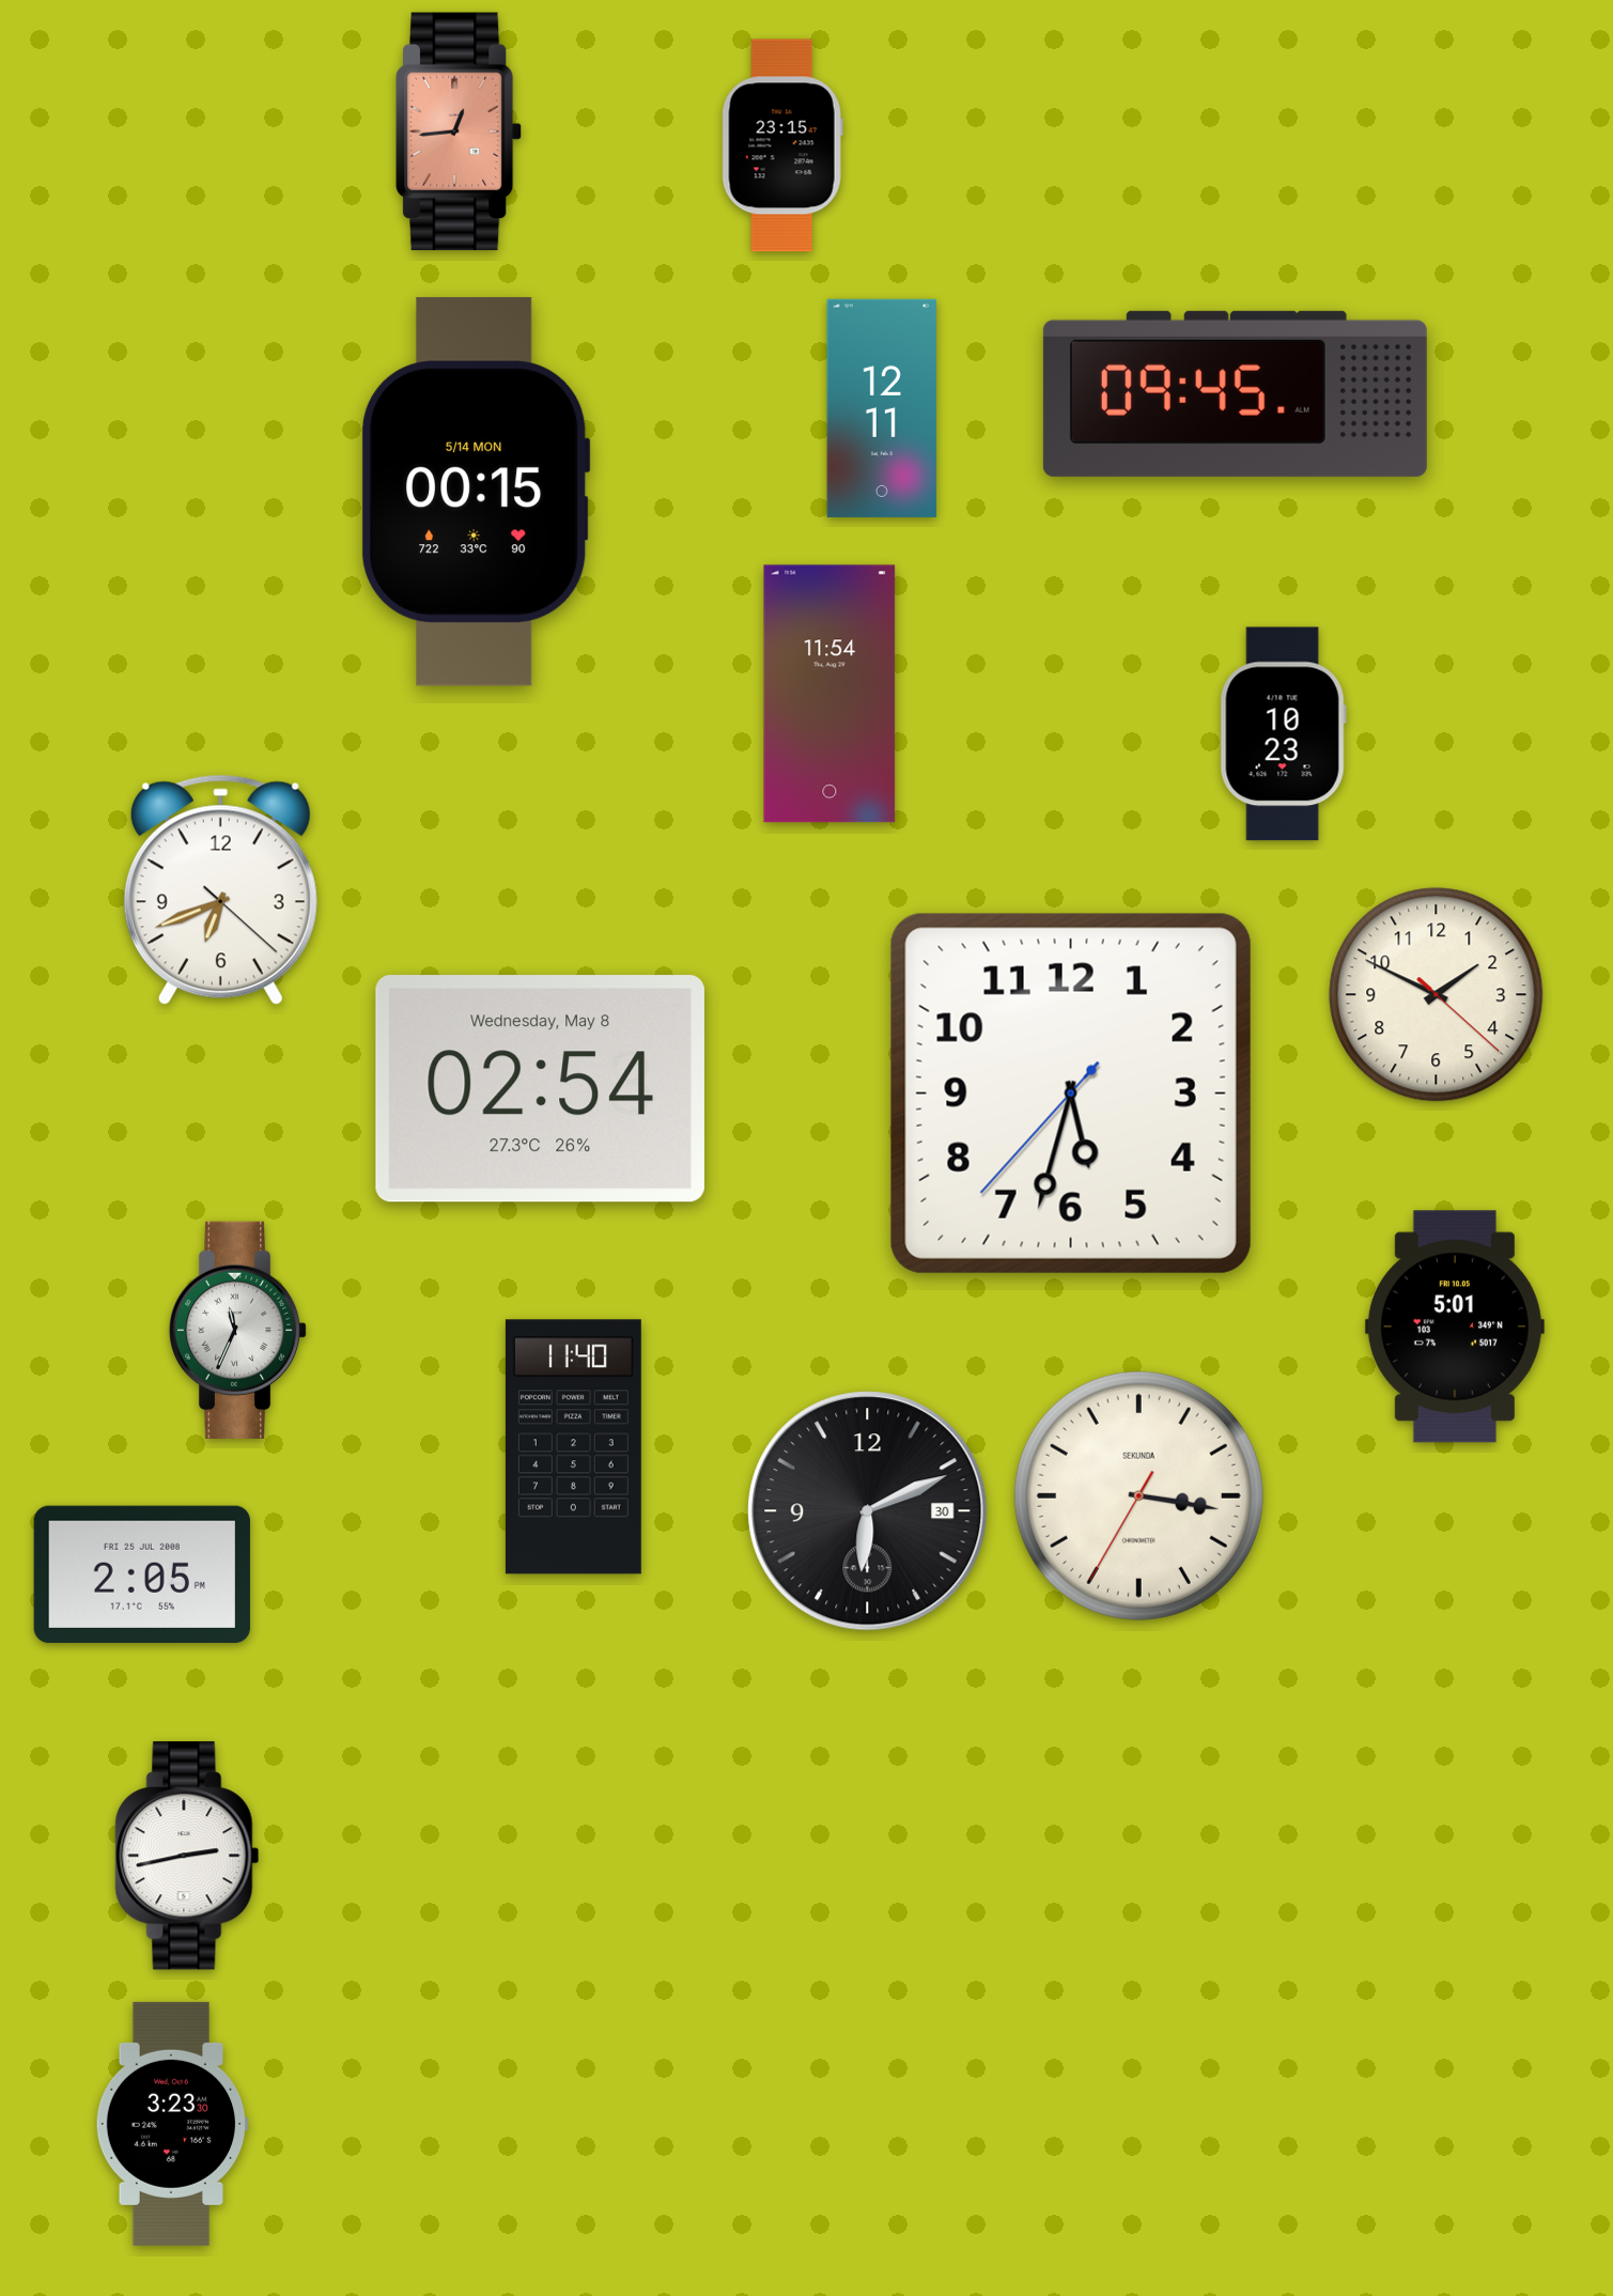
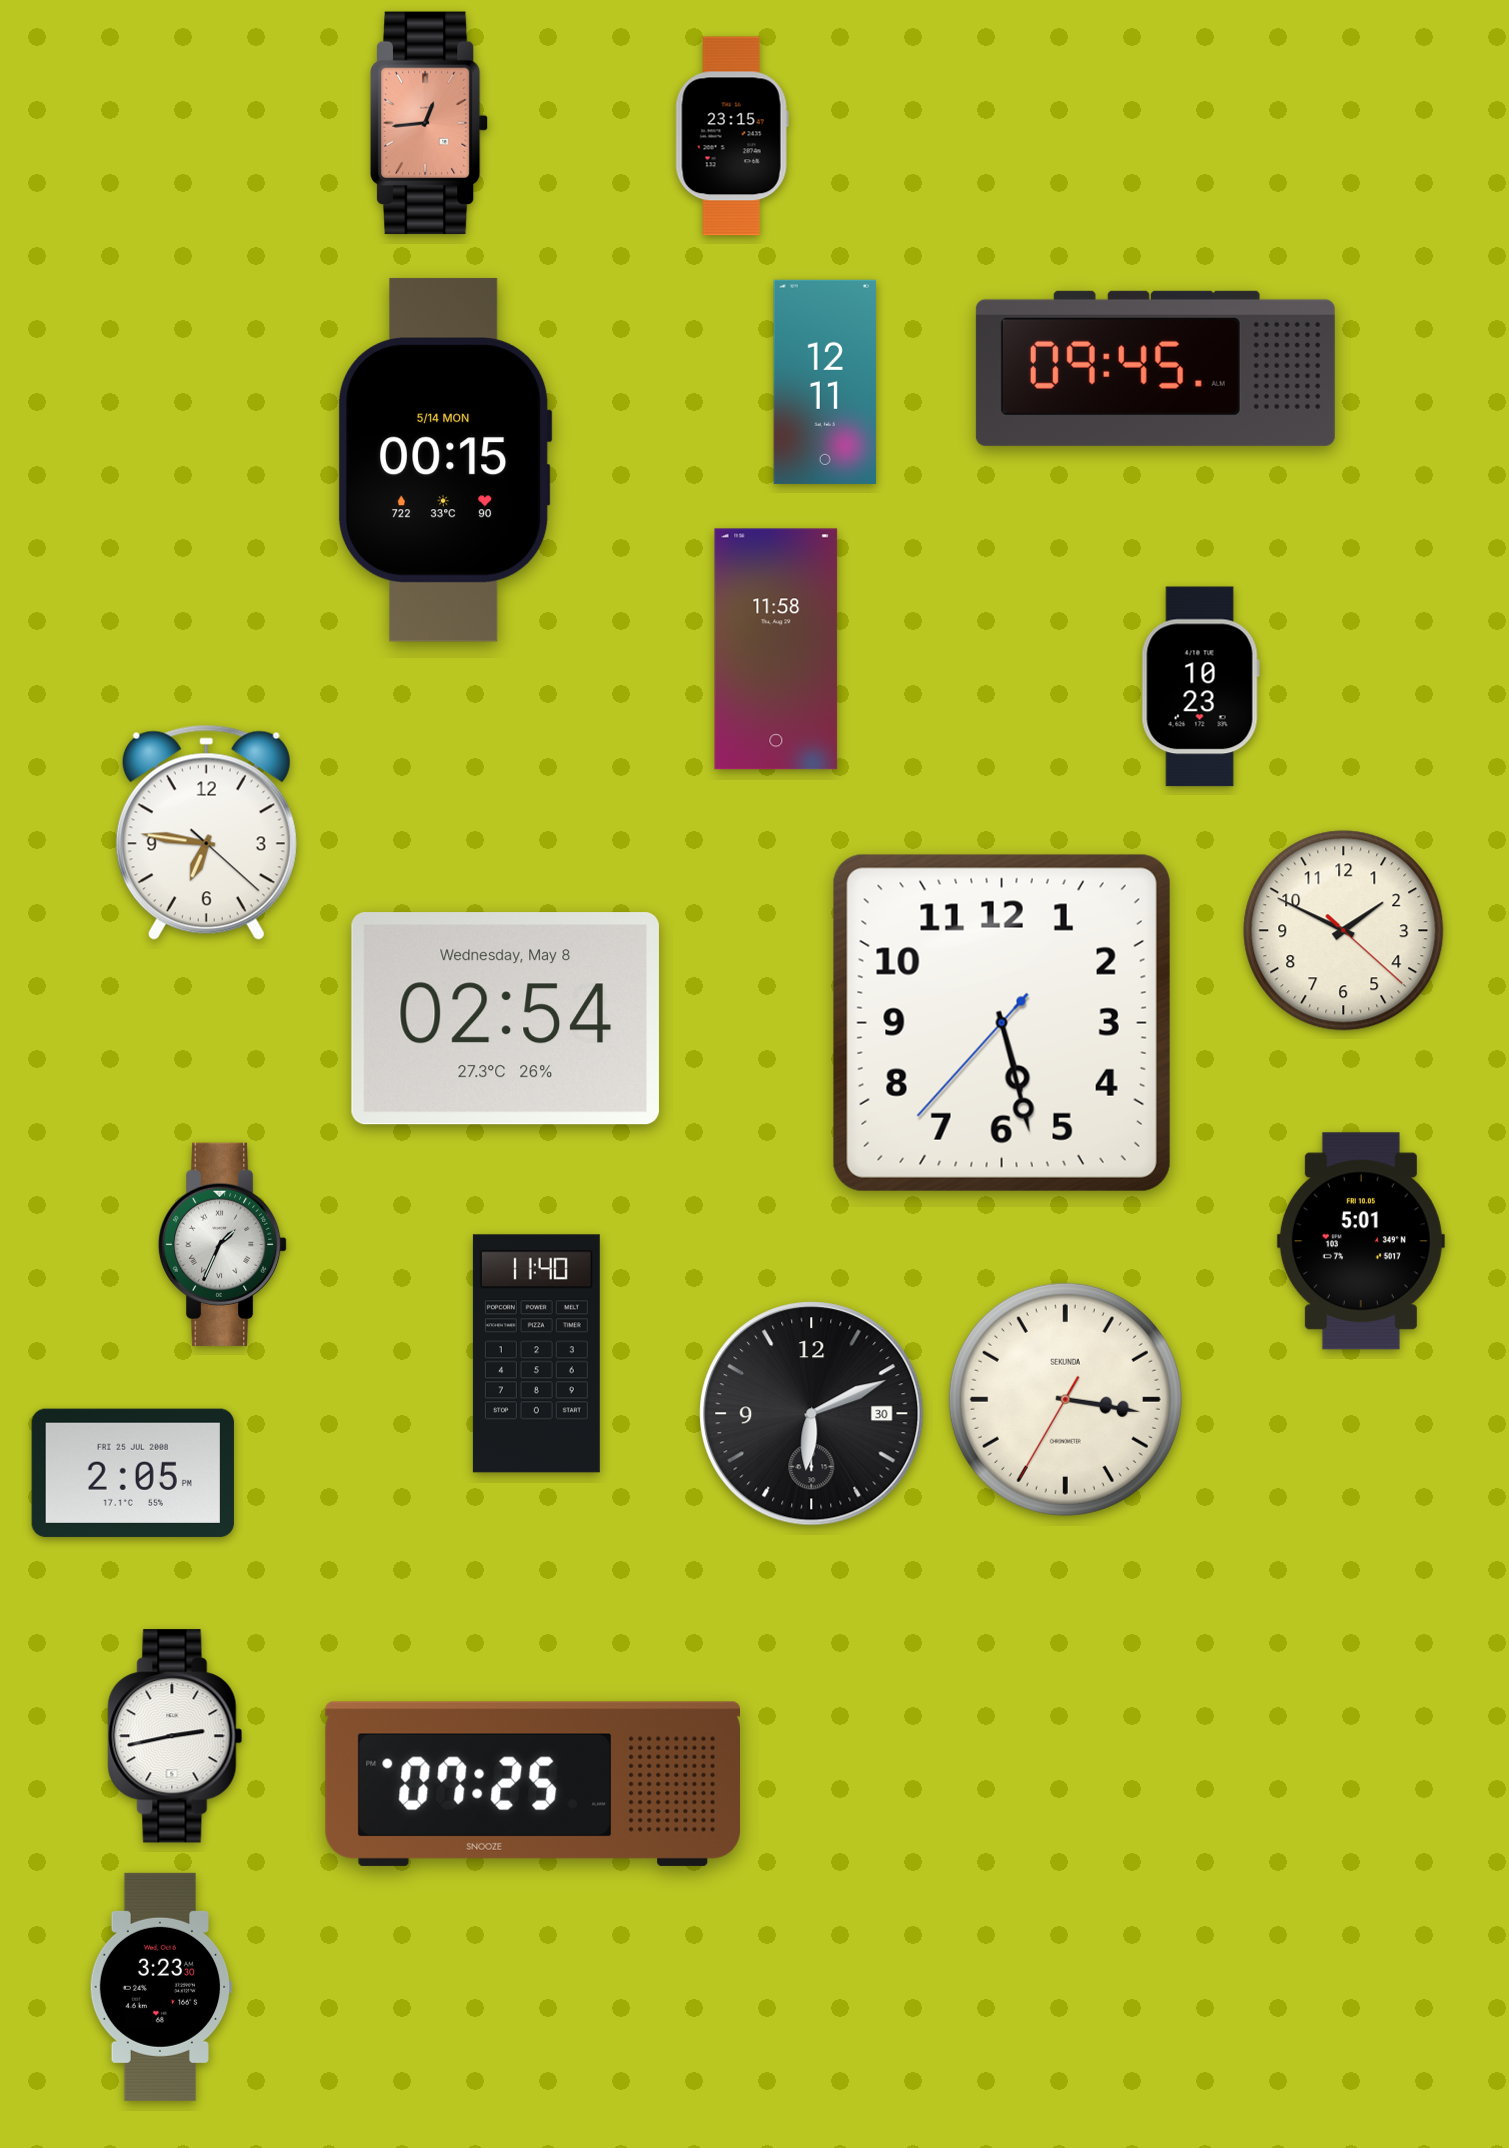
clock at (829, 694): 11:54 -> 11:58
clock at (220, 890): 6:41 -> 6:46
clock at (1071, 1093): 5:32 -> 5:27
clock at (238, 1330): 11:34 -> 1:34
clock at (532, 1784): none -> 07:25
